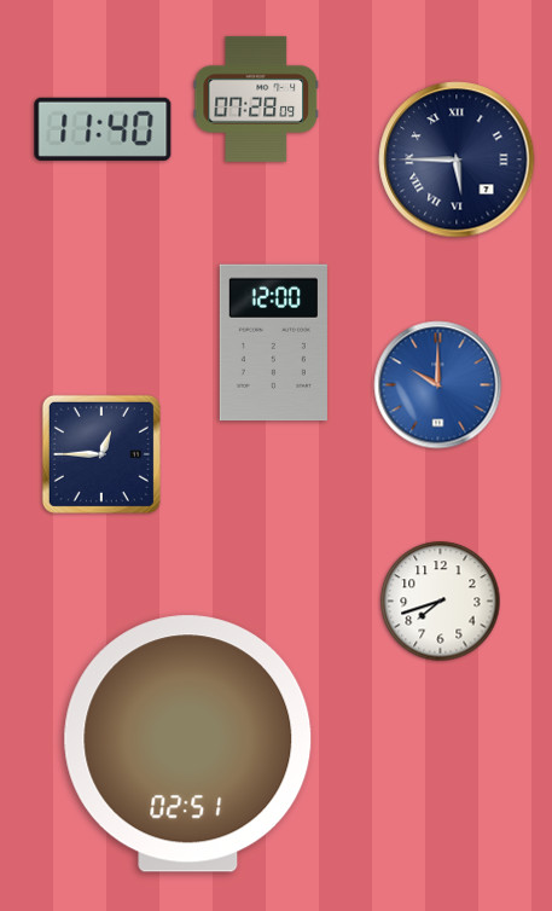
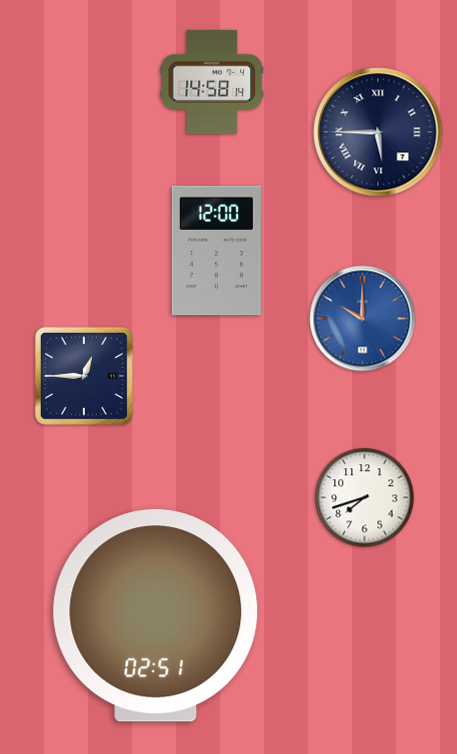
clock at (256, 99): 07:28 -> 14:58
clock at (103, 129): 11:40 -> none
clock at (273, 343) position: (273, 343) -> (216, 251)
